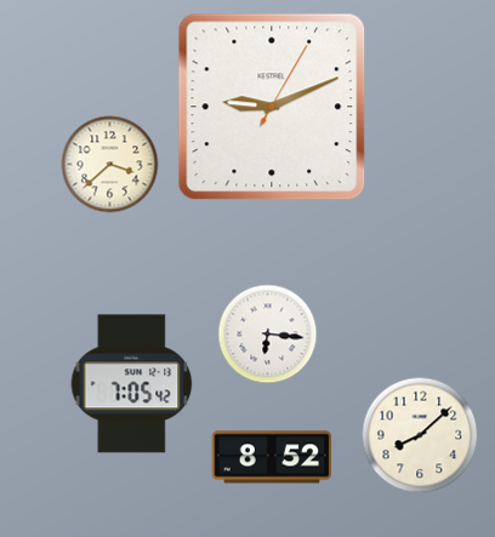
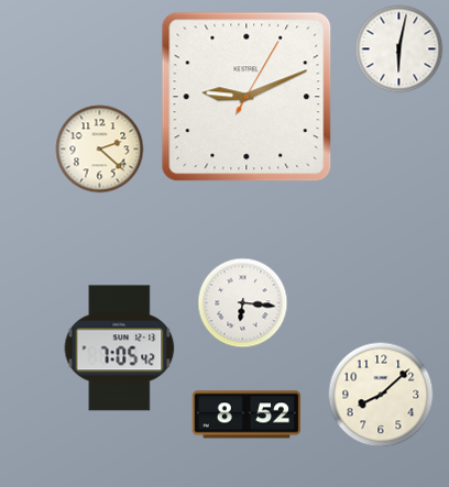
clock at (399, 49): none -> 6:02
clock at (110, 165): 3:38 -> 2:22
